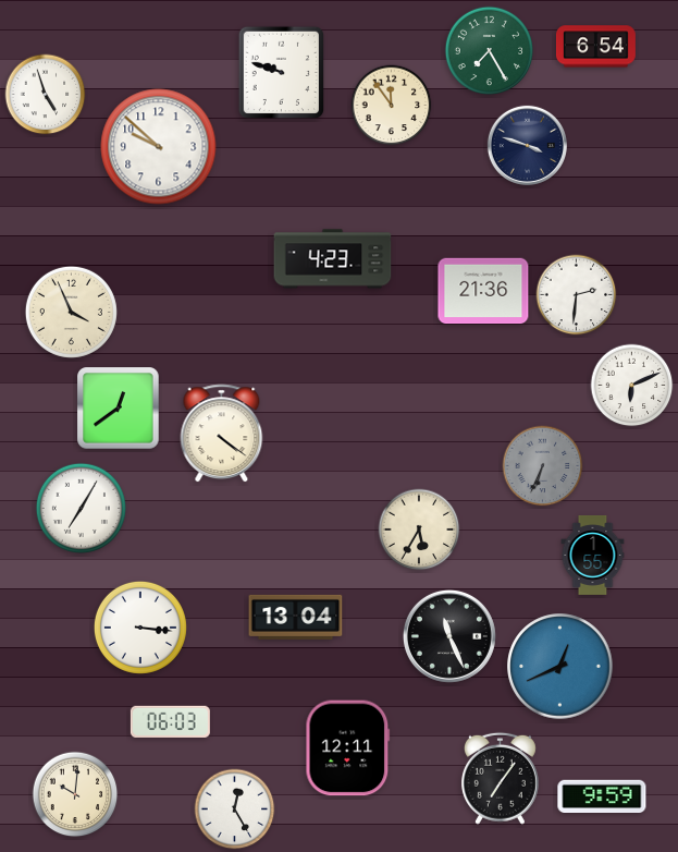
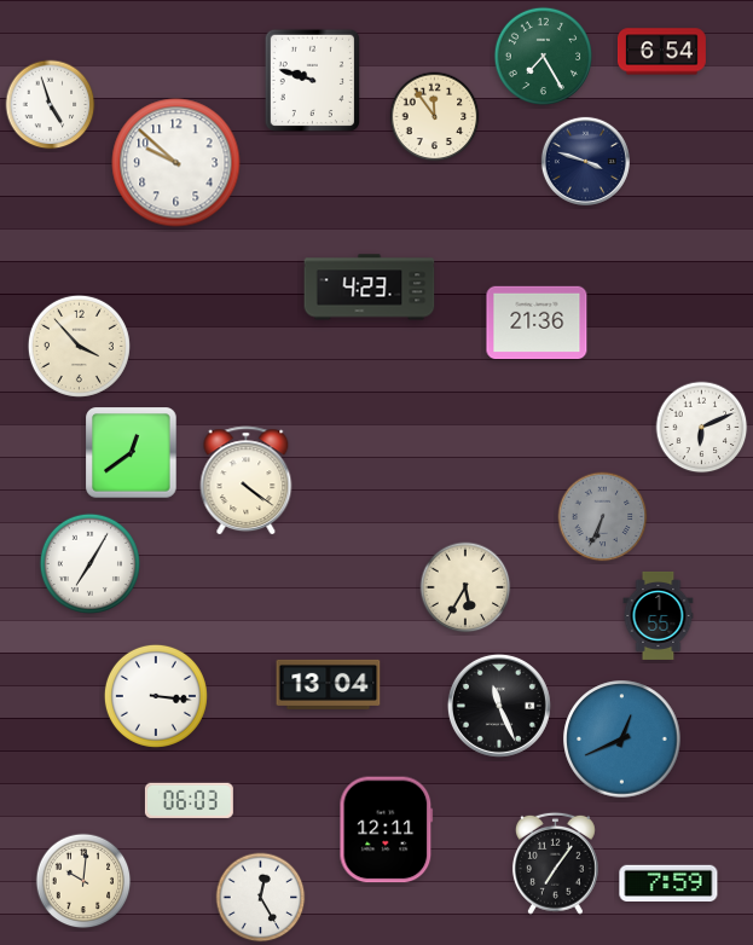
clock at (577, 295): 2:31 -> none
clock at (71, 312): 3:56 -> 3:53
clock at (602, 796): 9:59 -> 7:59
